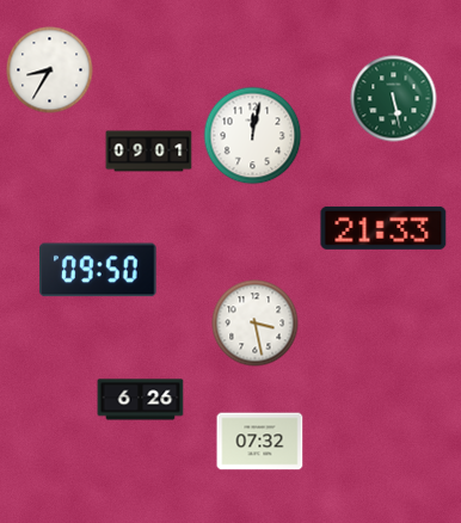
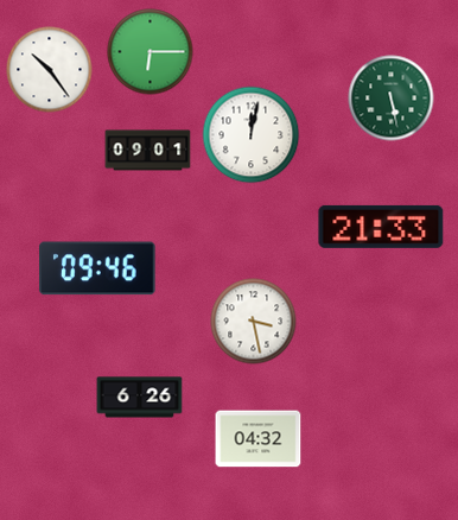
clock at (151, 52): none -> 6:15
clock at (50, 70): 8:35 -> 10:24
clock at (99, 270): 09:50 -> 09:46
clock at (260, 442): 07:32 -> 04:32
